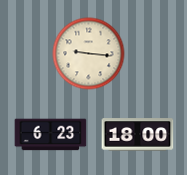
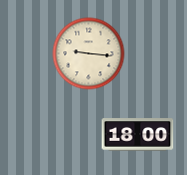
clock at (51, 135): 6:23 -> none
